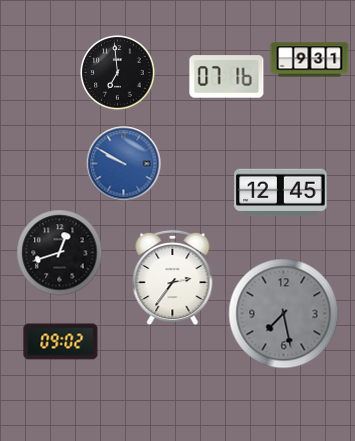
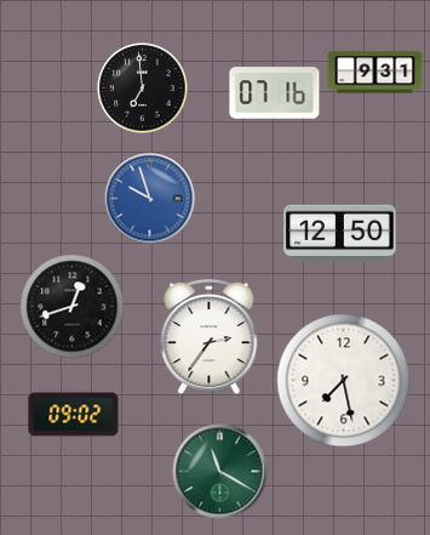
clock at (124, 164): 9:50 -> 9:57
clock at (281, 193): 12:45 -> 12:50
clock at (284, 314) dial: grey -> white
clock at (220, 472): none -> 11:20
